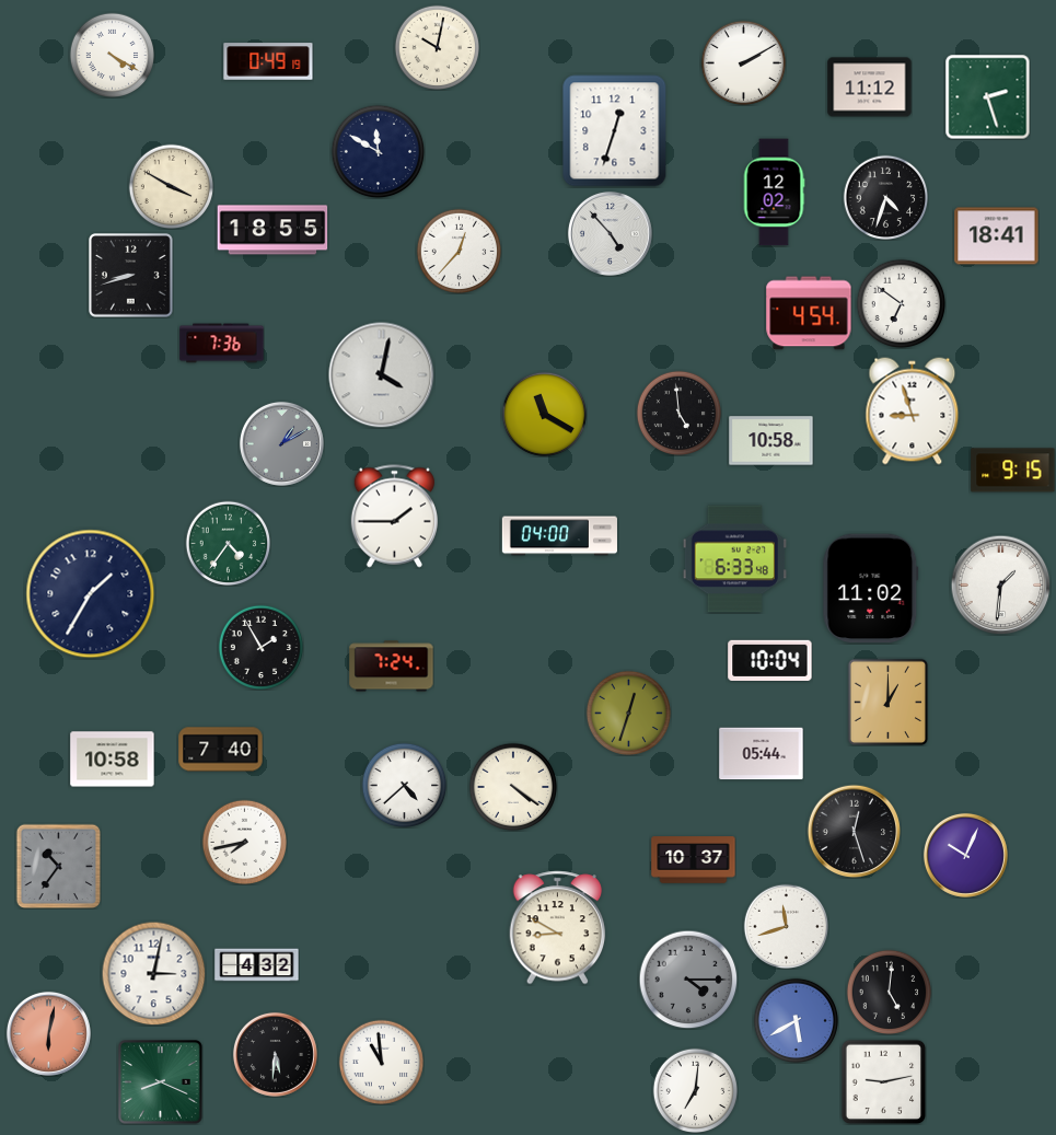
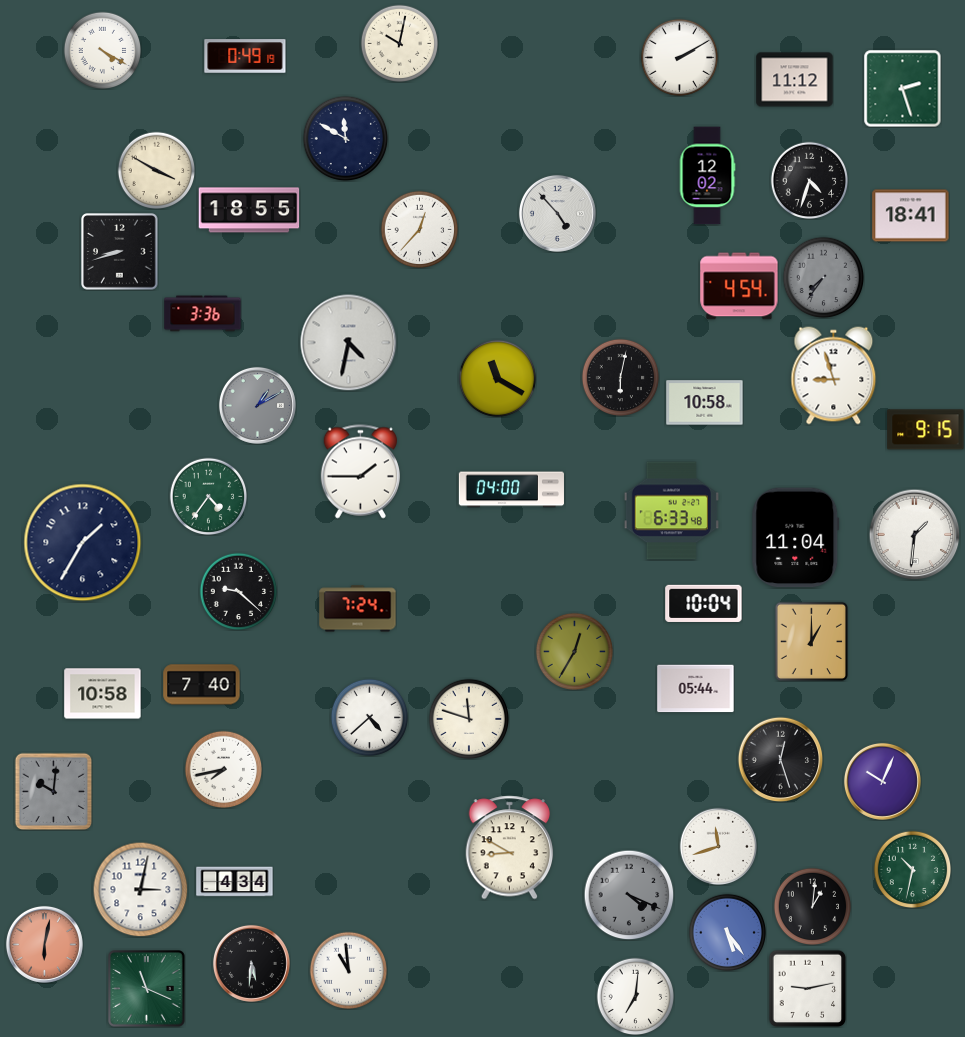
clock at (615, 131): 12:33 -> none
clock at (901, 303): 6:51 -> 7:36
clock at (901, 303) dial: white -> grey
clock at (222, 344): 7:36 -> 3:36
clock at (382, 375): 4:02 -> 4:32
clock at (678, 413): 4:59 -> 6:02
clock at (871, 589): 11:02 -> 11:04
clock at (260, 647): 1:55 -> 9:22
clock at (628, 713): 12:33 -> 12:35
clock at (513, 787): 4:21 -> 11:48
clock at (694, 860): 10:37 -> none
clock at (58, 866): 10:36 -> 10:01
clock at (912, 869): none -> 10:32
clock at (257, 965): 4:32 -> 4:34
clock at (688, 980): 4:15 -> 4:19
clock at (889, 992): 5:01 -> 1:01
clock at (796, 1020): 5:40 -> 5:24
clock at (161, 1082): 8:19 -> 11:19
